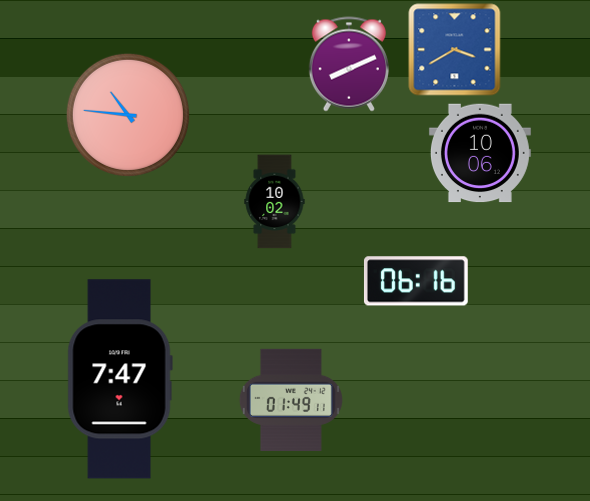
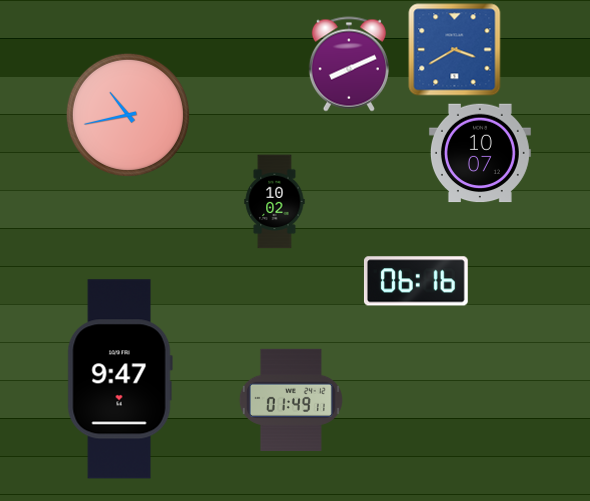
clock at (128, 115): 10:46 -> 10:43
clock at (480, 153): 10:06 -> 10:07
clock at (120, 379): 7:47 -> 9:47
